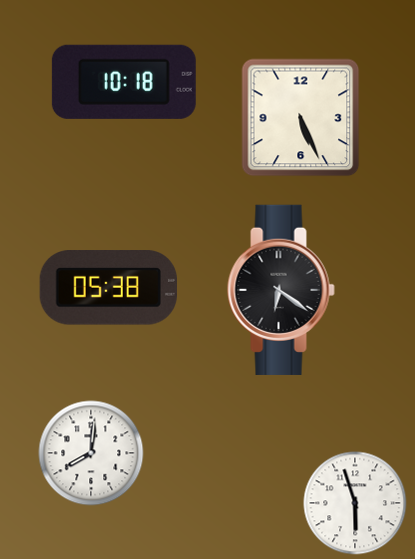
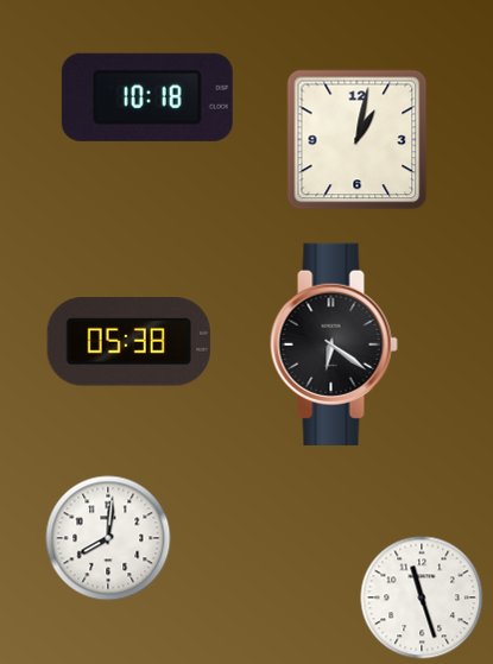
clock at (301, 118): 5:26 -> 1:02
clock at (355, 503): 5:57 -> 11:27
